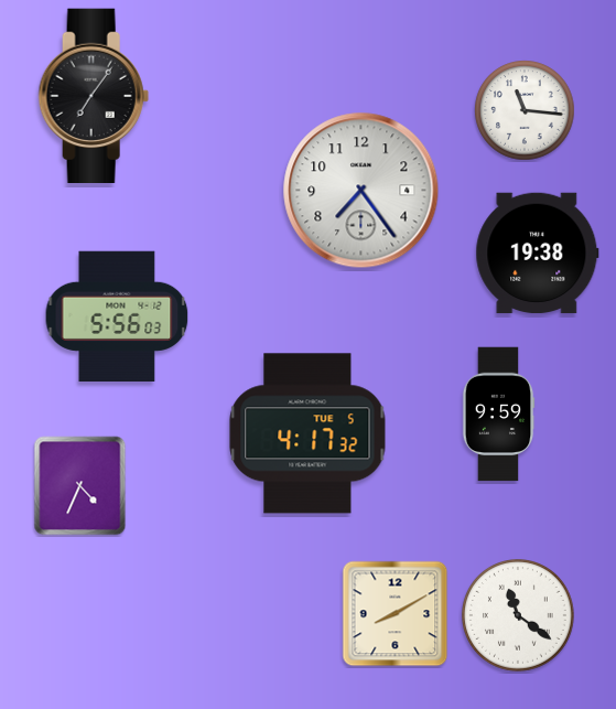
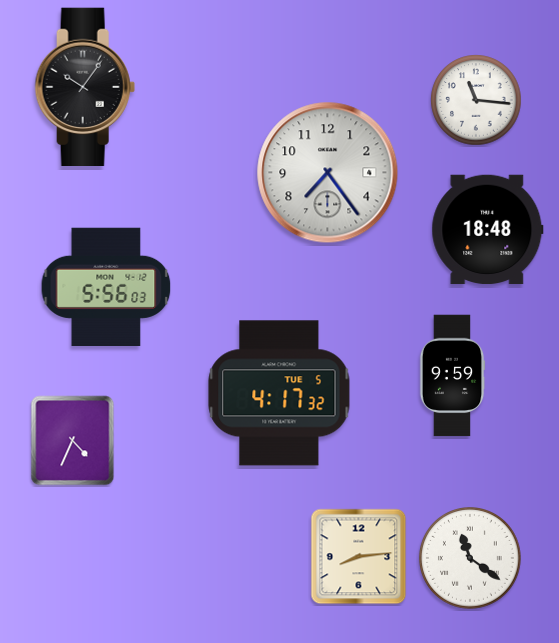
clock at (94, 96): 7:06 -> 10:06
clock at (538, 254): 19:38 -> 18:48
clock at (396, 614): 8:10 -> 8:14
